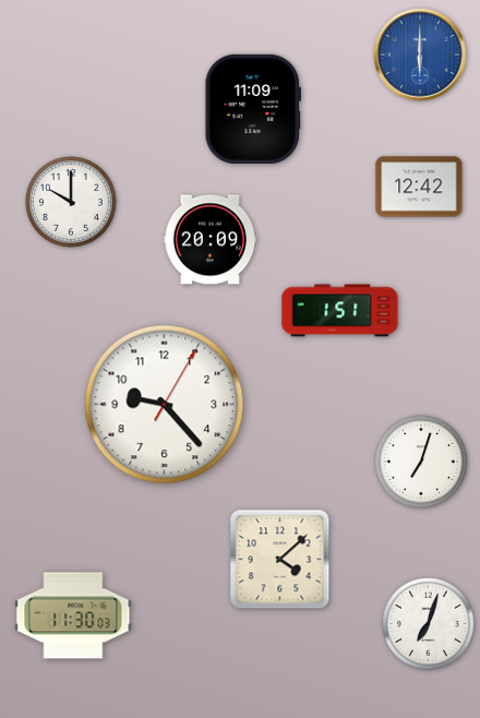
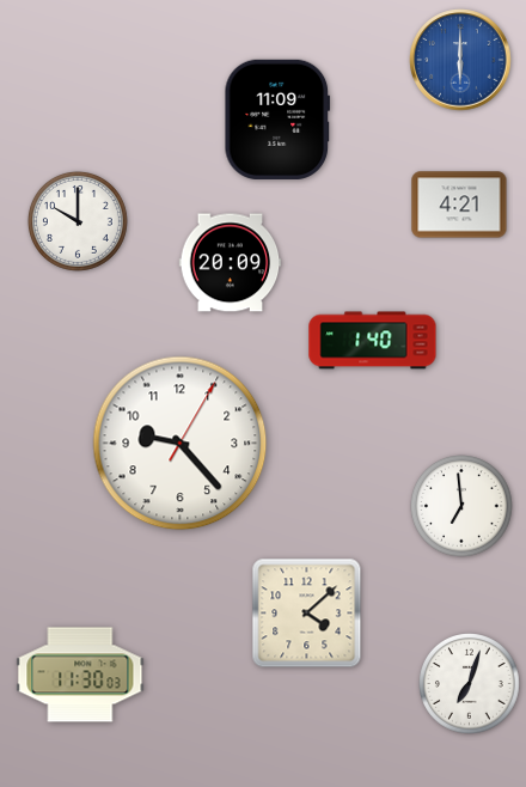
clock at (419, 187): 12:42 -> 4:21
clock at (340, 311): 1:51 -> 1:40
clock at (421, 462): 7:03 -> 6:59
